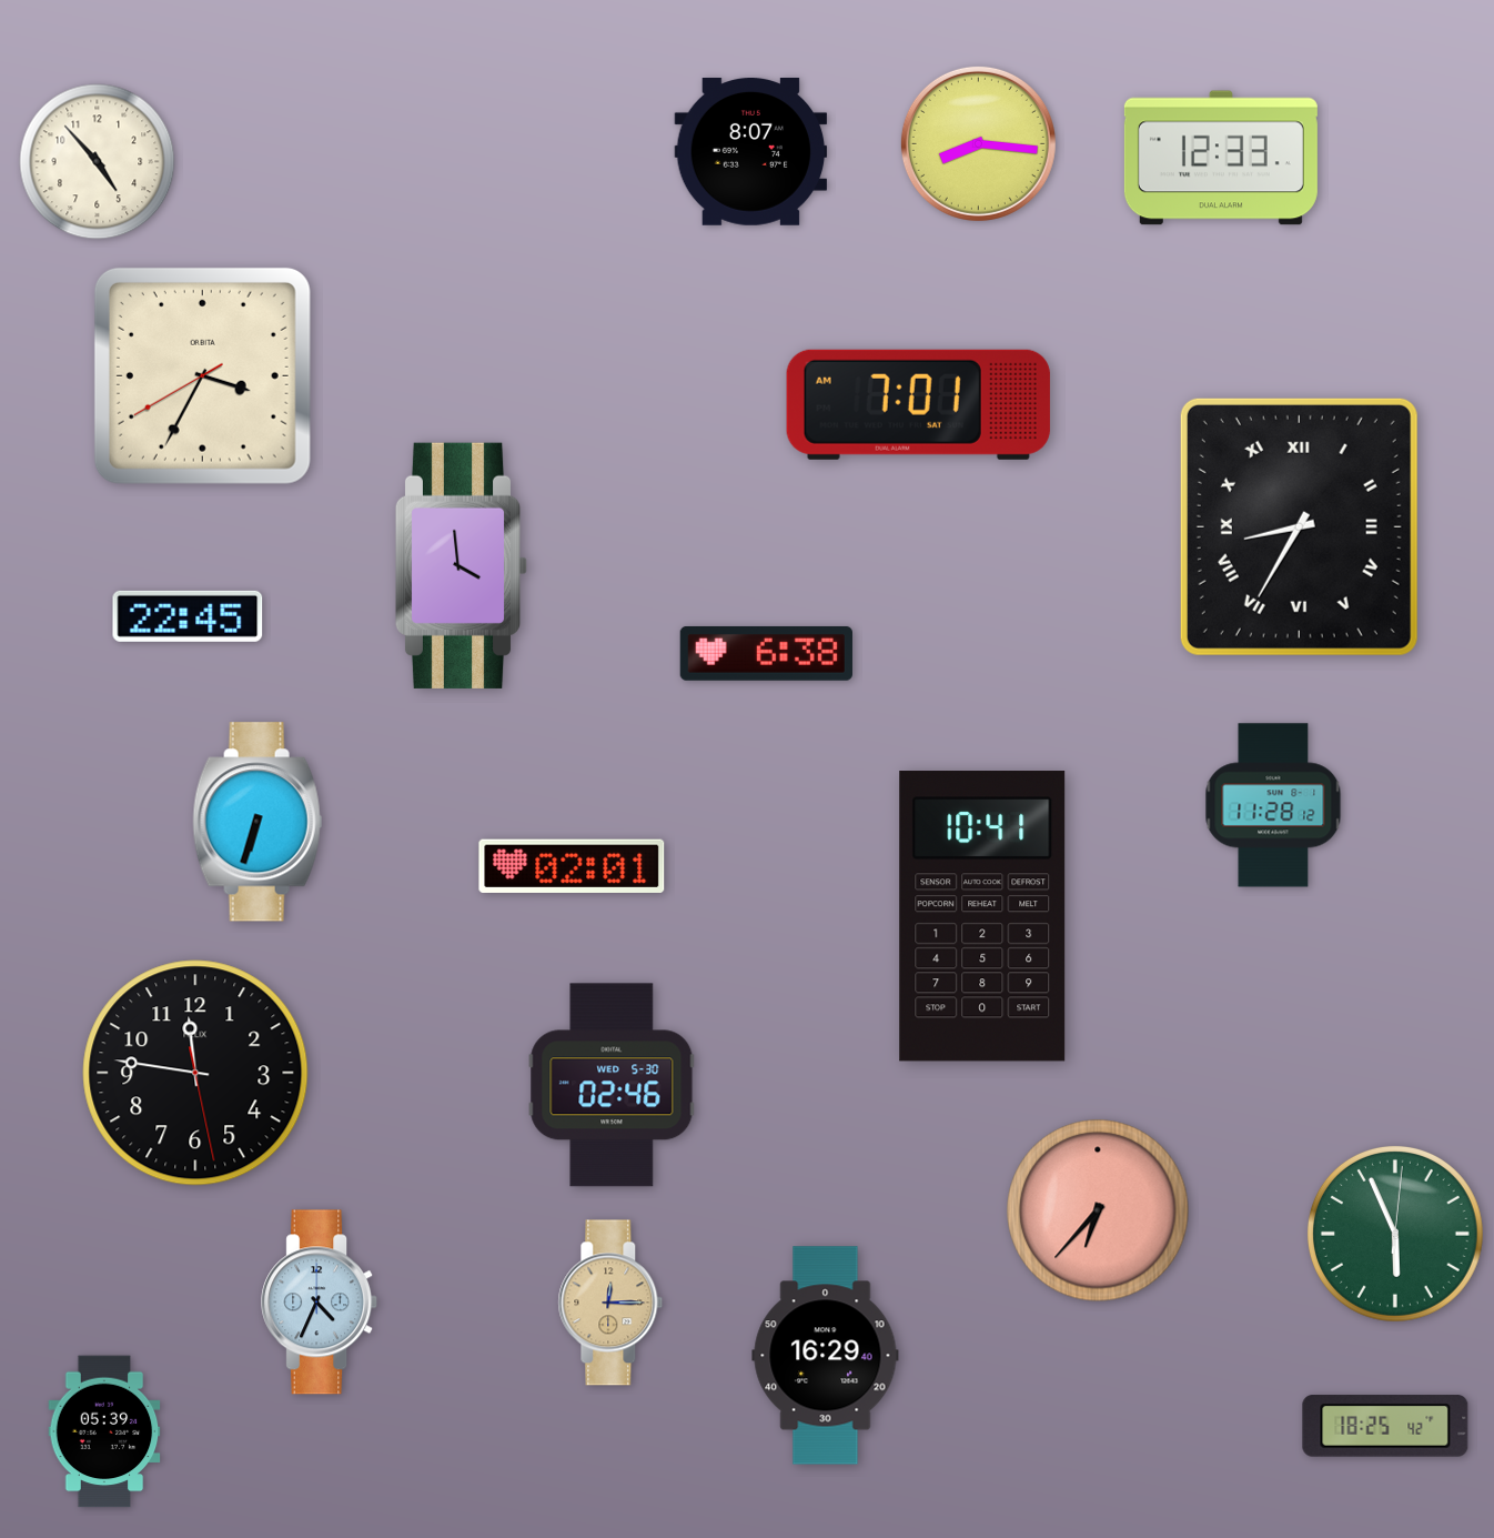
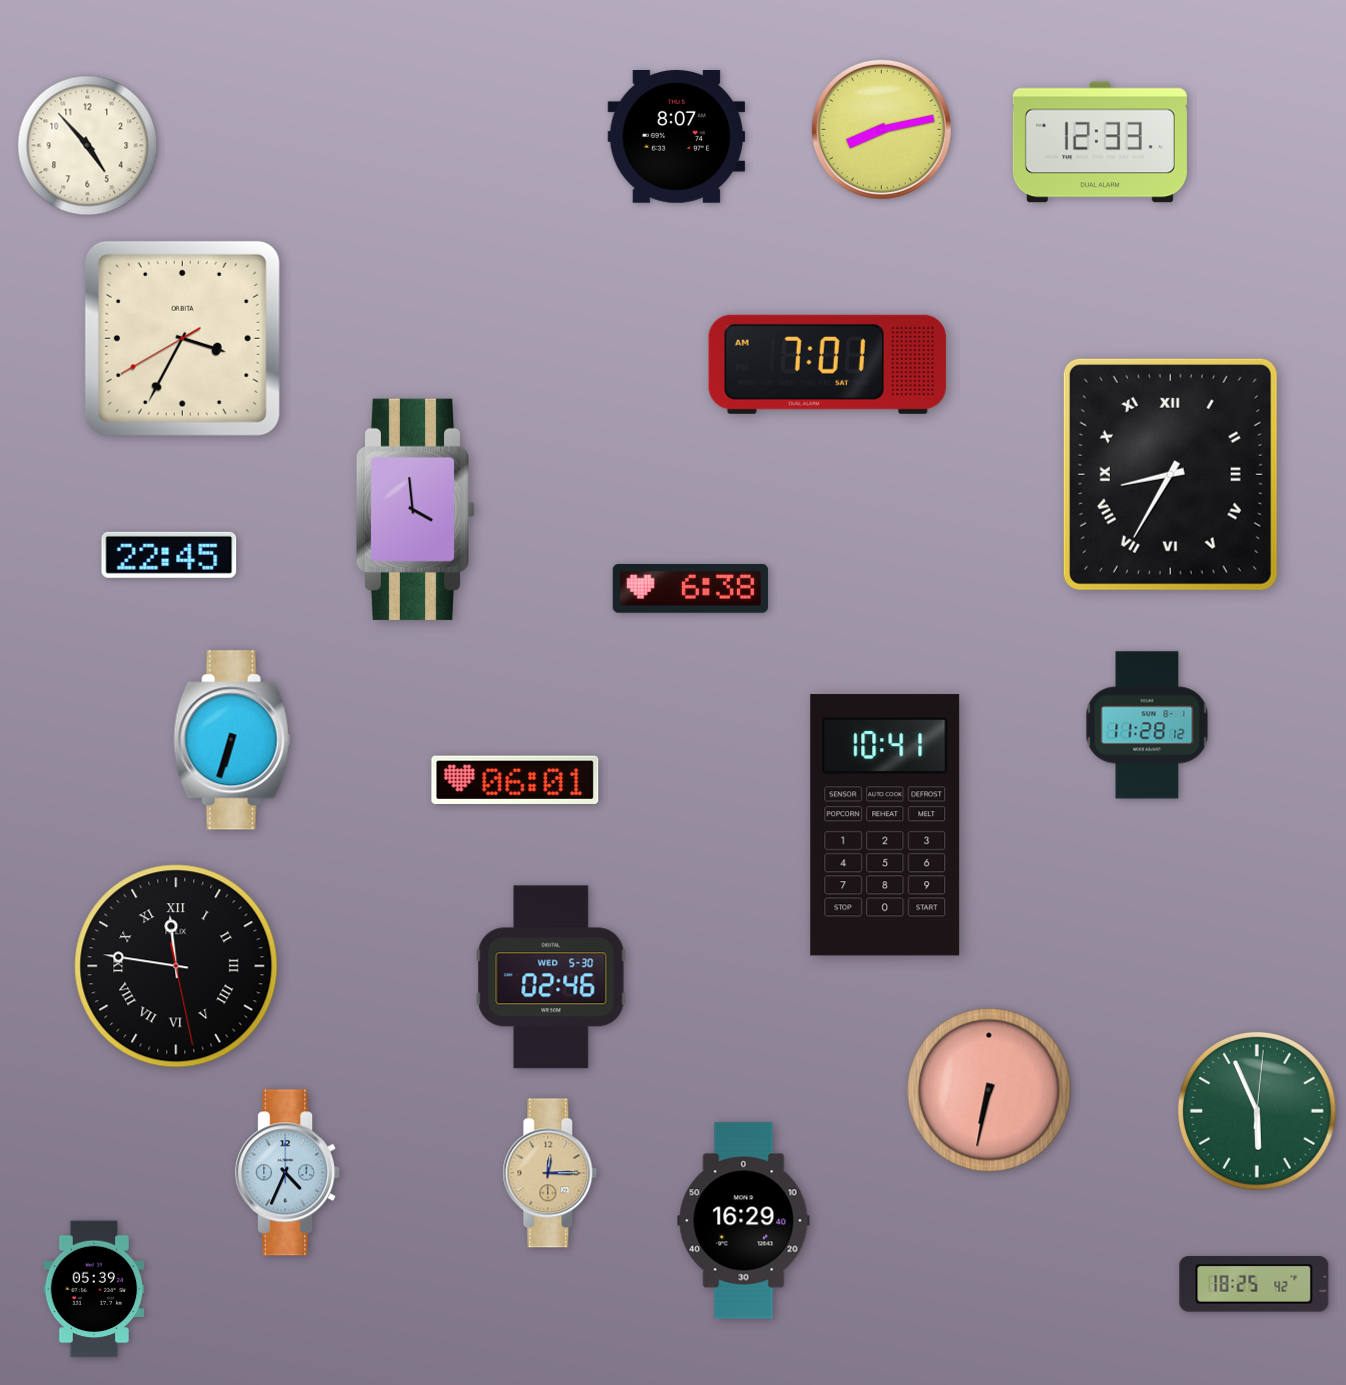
clock at (978, 143): 8:16 -> 8:13
clock at (572, 866): 02:01 -> 06:01
clock at (195, 1073) numerals: Arabic -> Roman
clock at (1098, 1210): 6:37 -> 6:32
clock at (1385, 1426) position: (1385, 1426) -> (1254, 1284)
